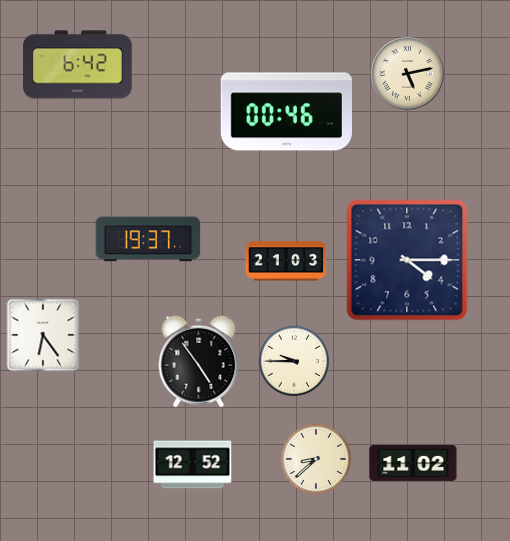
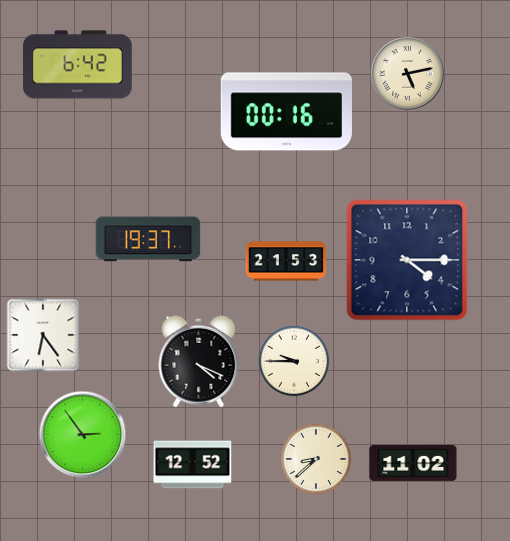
clock at (286, 112): 00:46 -> 00:16
clock at (286, 261): 21:03 -> 21:53
clock at (199, 361): 4:54 -> 4:19
clock at (83, 435): none -> 2:54
